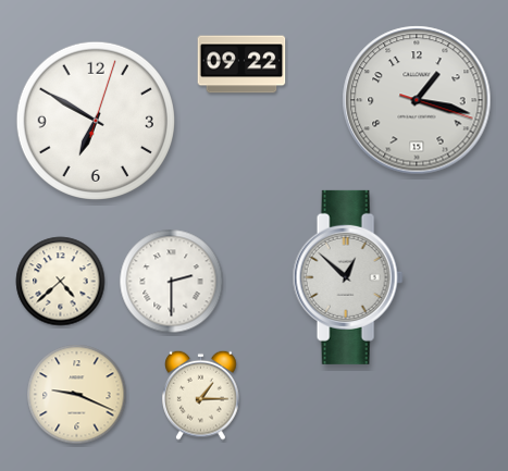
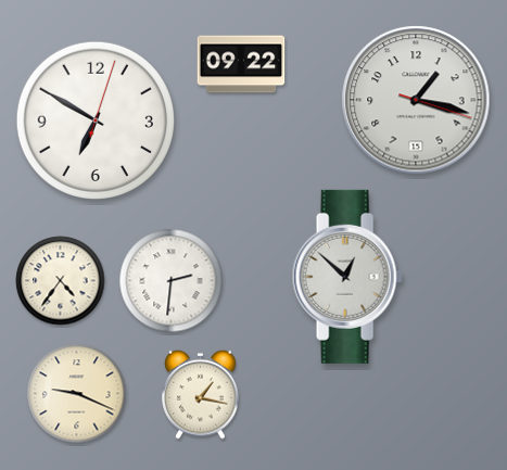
clock at (61, 282): 4:38 -> 4:36
clock at (172, 282): 2:30 -> 2:31
clock at (201, 395): 1:15 -> 1:17
